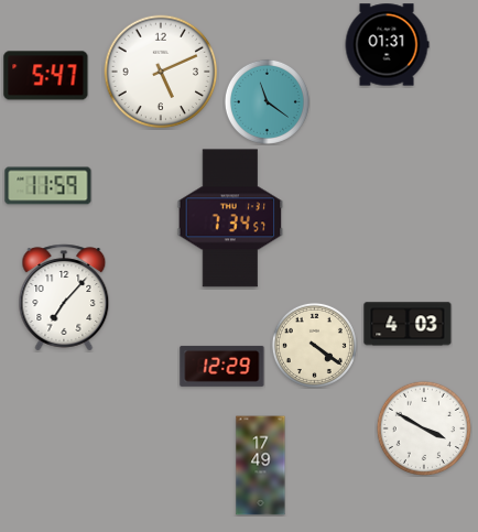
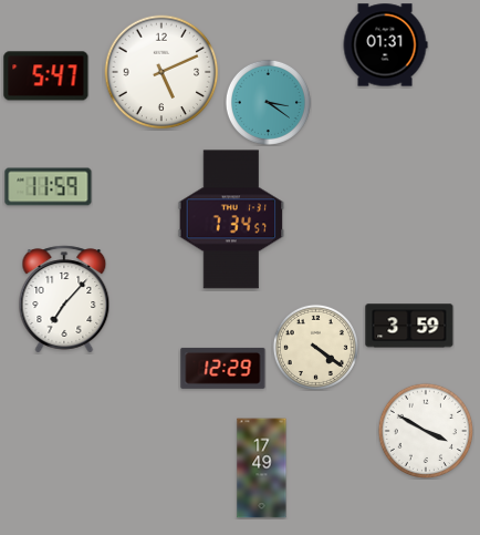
clock at (387, 45) position: (387, 45) -> (385, 45)
clock at (267, 101): 11:21 -> 3:21
clock at (408, 324): 4:03 -> 3:59
